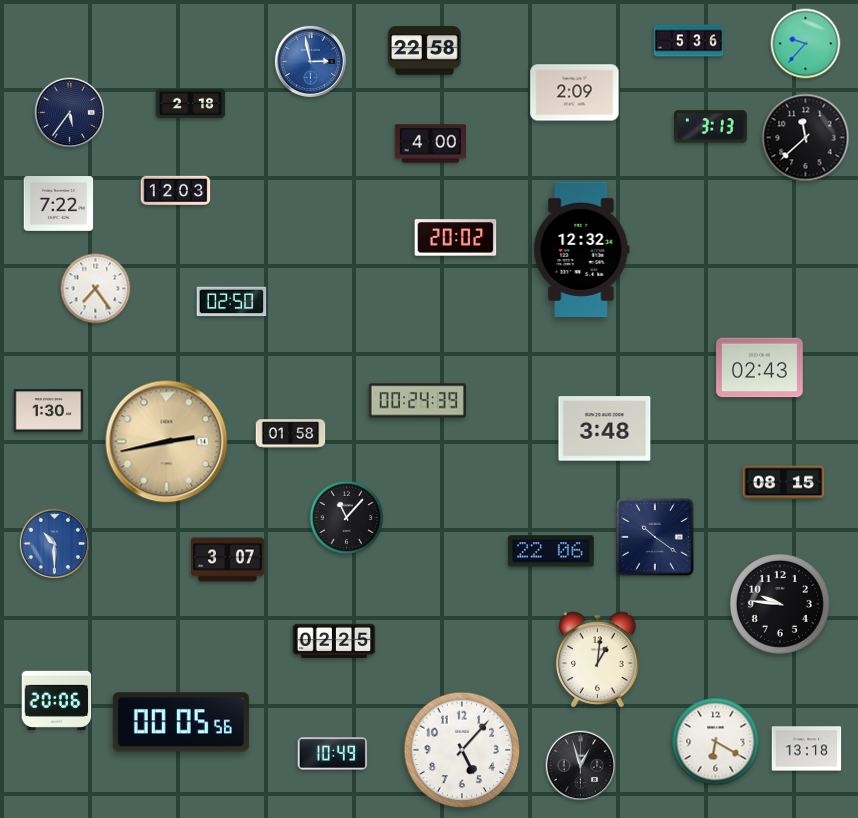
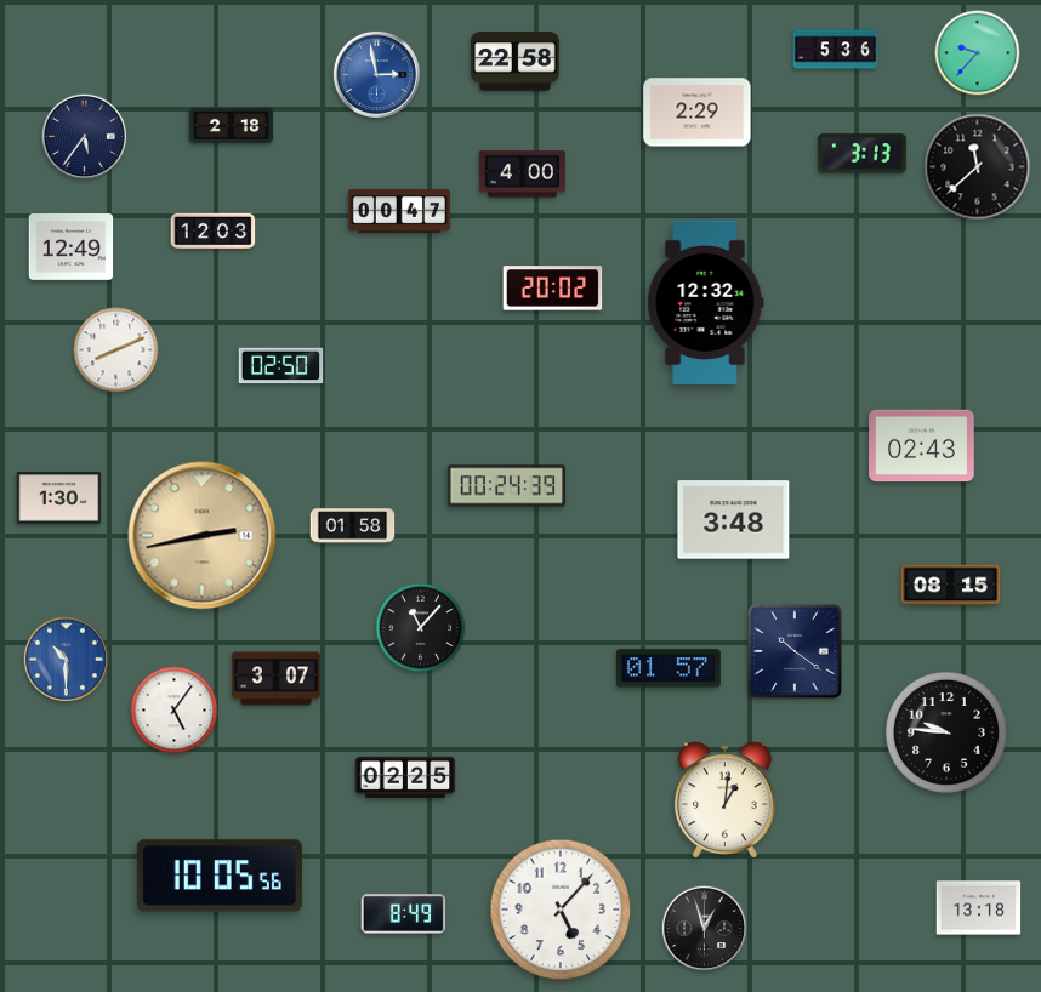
clock at (575, 93): 2:09 -> 2:29
clock at (399, 211): none -> 00:47
clock at (59, 204): 7:22 -> 12:49
clock at (96, 289): 7:24 -> 8:11
clock at (551, 551): 22:06 -> 01:57
clock at (175, 711): none -> 5:06
clock at (57, 700): 20:06 -> none
clock at (181, 722): 00:05 -> 10:05
clock at (716, 742): 6:20 -> none
clock at (333, 754): 10:49 -> 8:49
